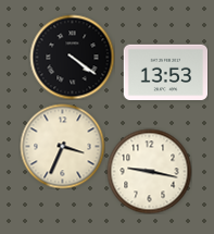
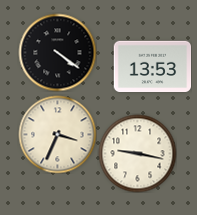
clock at (72, 57) position: (72, 57) -> (57, 52)
clock at (149, 171) position: (149, 171) -> (137, 153)
